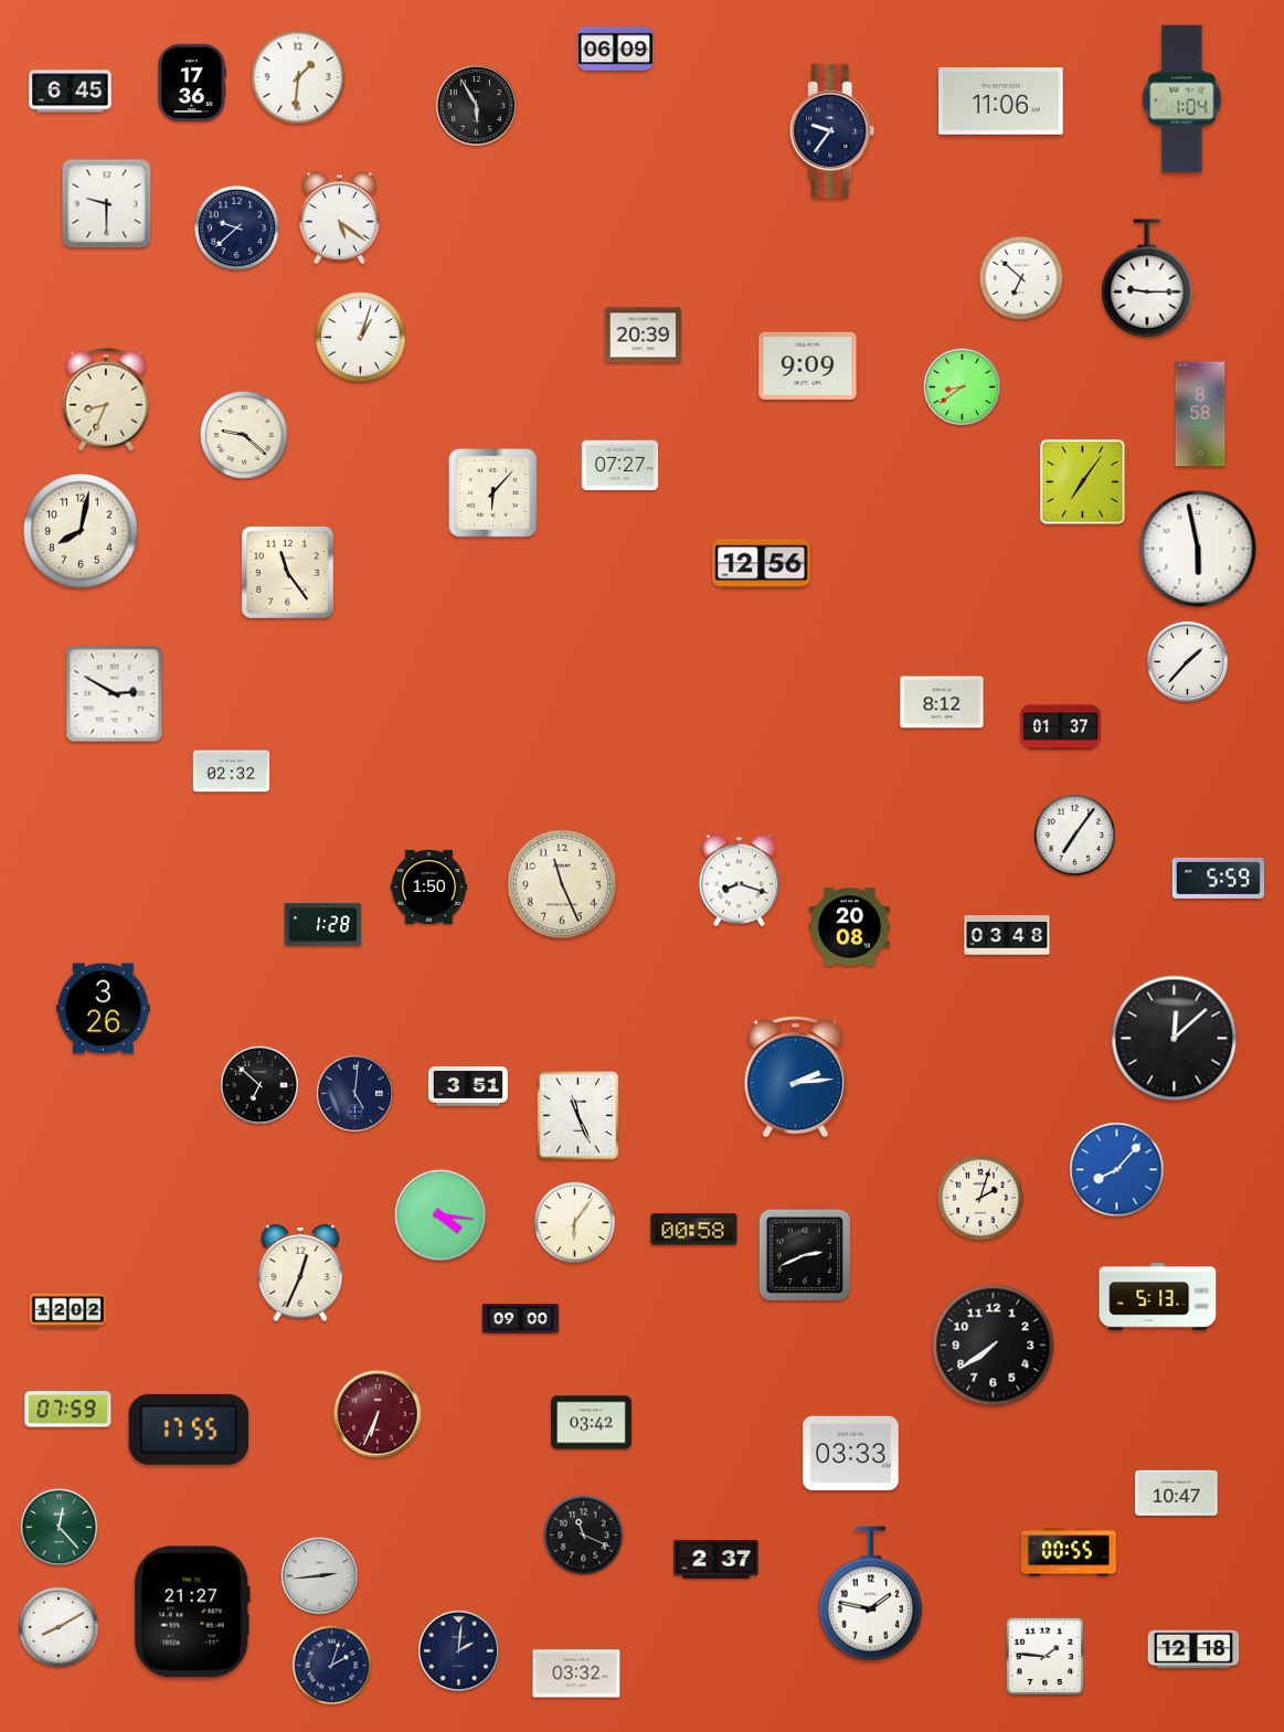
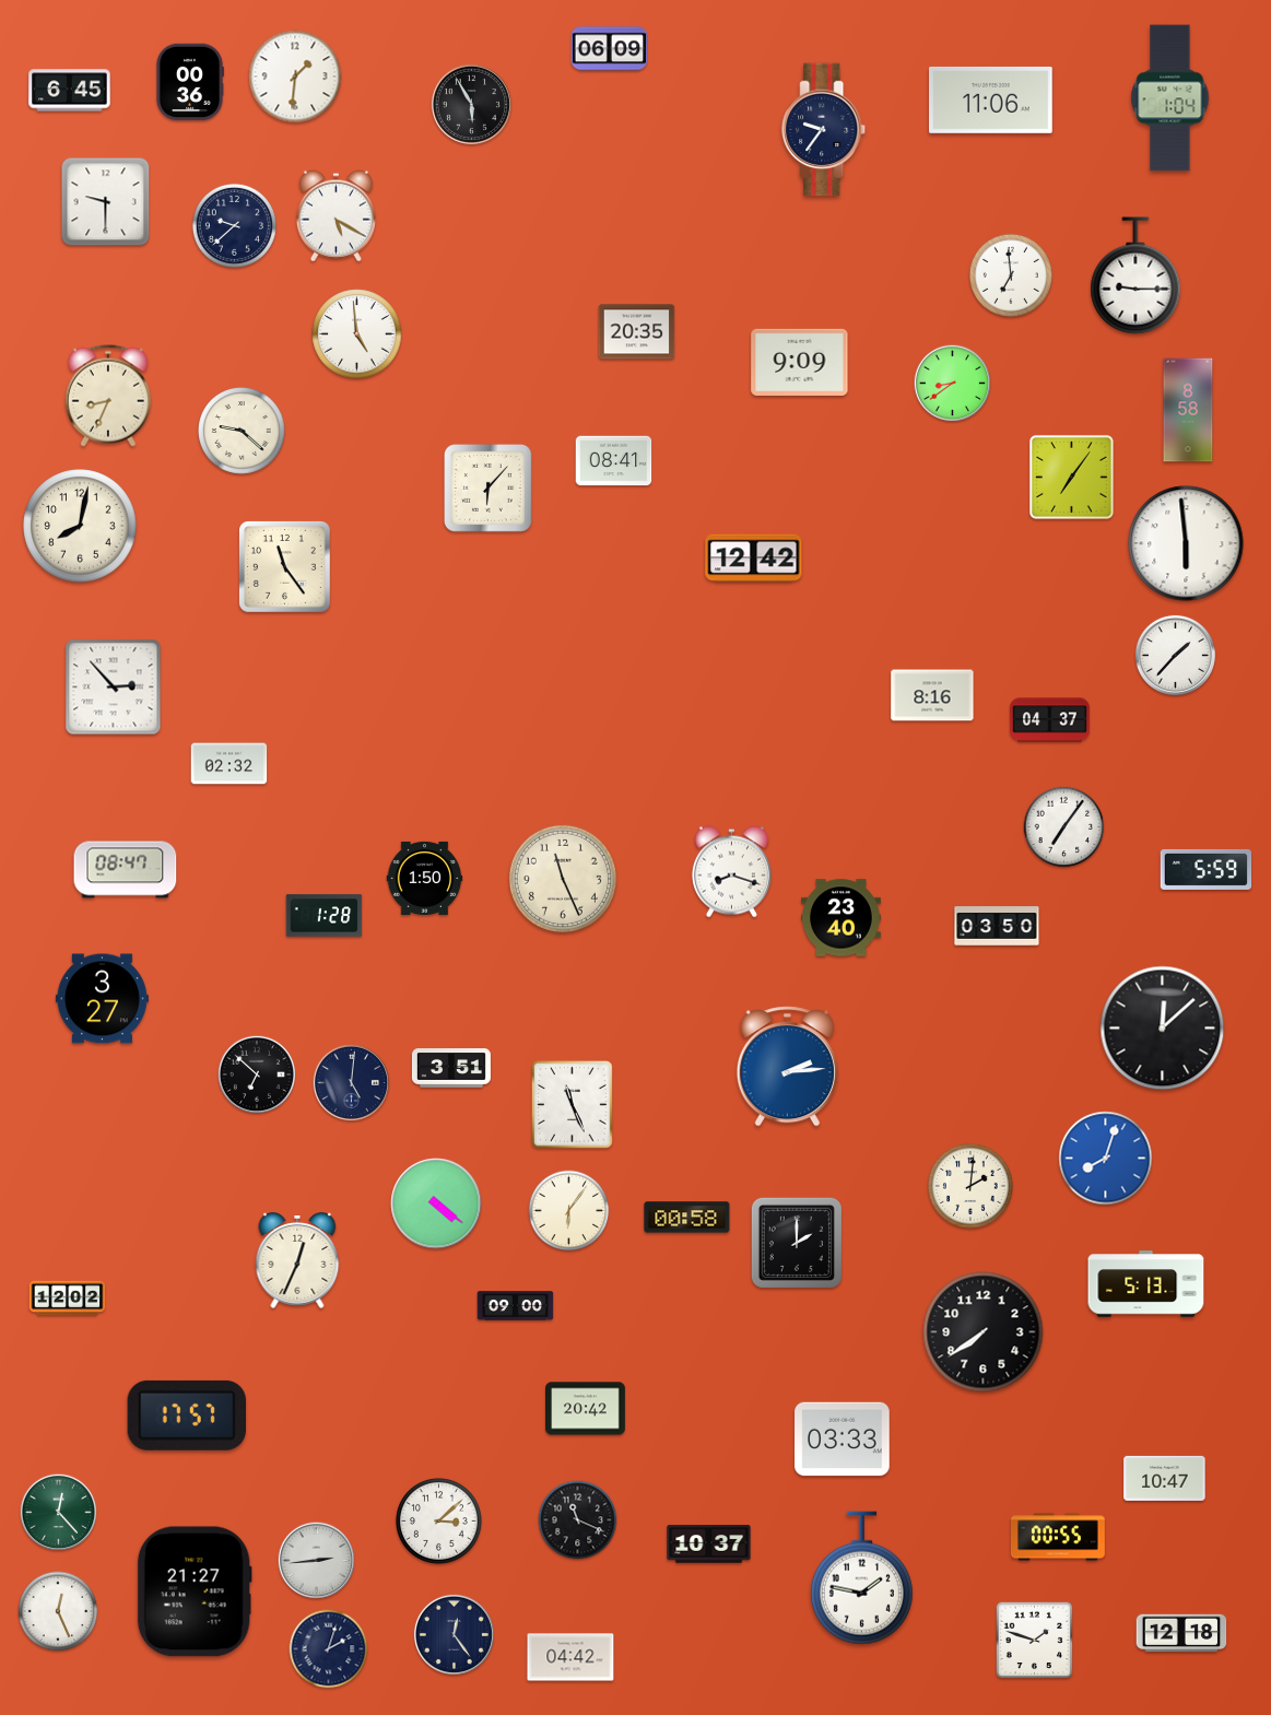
clock at (191, 83): 17:36 -> 00:36
clock at (339, 219): 5:21 -> 5:20
clock at (1021, 278): 6:52 -> 6:59
clock at (644, 336): 20:39 -> 20:35
clock at (361, 338): 1:03 -> 4:59
clock at (106, 400) position: (106, 400) -> (108, 396)
clock at (620, 466): 07:27 -> 08:41
clock at (1198, 549): 5:58 -> 5:59
clock at (762, 564): 12:56 -> 12:42
clock at (115, 694): 2:50 -> 2:53
clock at (942, 702): 8:12 -> 8:16
clock at (1061, 727): 01:37 -> 04:37
clock at (126, 870): none -> 08:47
clock at (562, 884) position: (562, 884) -> (563, 879)
clock at (323, 925) position: (323, 925) -> (325, 916)
clock at (850, 927): 20:08 -> 23:40
clock at (1007, 935): 03:48 -> 03:50
clock at (103, 1009): 3:26 -> 3:27
clock at (468, 1086) position: (468, 1086) -> (451, 1068)
clock at (1117, 1170): 8:07 -> 8:03
clock at (980, 1198): 2:03 -> 2:01
clock at (441, 1215): 4:16 -> 4:21
clock at (805, 1255): 2:41 -> 2:00
clock at (68, 1410): 07:59 -> none
clock at (378, 1414): 6:34 -> none
clock at (592, 1423): 03:42 -> 20:42
clock at (188, 1430): 17:55 -> 17:57
clock at (438, 1520): none -> 3:08
clock at (717, 1560): 2:37 -> 10:37
clock at (192, 1612) position: (192, 1612) -> (195, 1591)
clock at (59, 1627): 8:10 -> 12:26
clock at (458, 1650): 2:01 -> 12:24
clock at (1046, 1657): 1:46 -> 1:48
clock at (576, 1673): 03:32 -> 04:42
